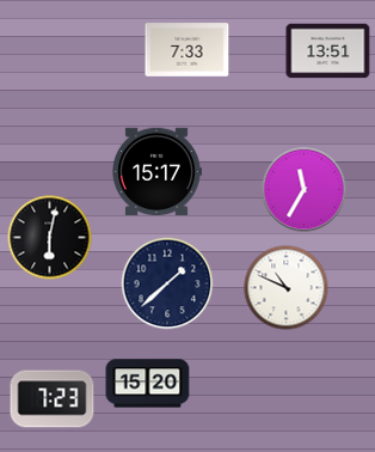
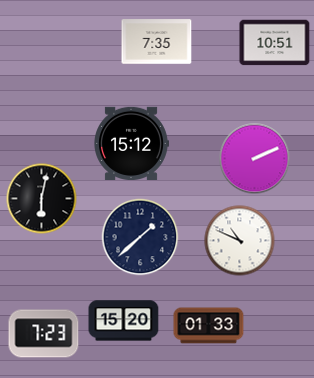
clock at (187, 50): 7:33 -> 7:35
clock at (328, 51): 13:51 -> 10:51
clock at (156, 171): 15:17 -> 15:12
clock at (305, 190): 11:35 -> 2:11
clock at (209, 326): none -> 01:33
